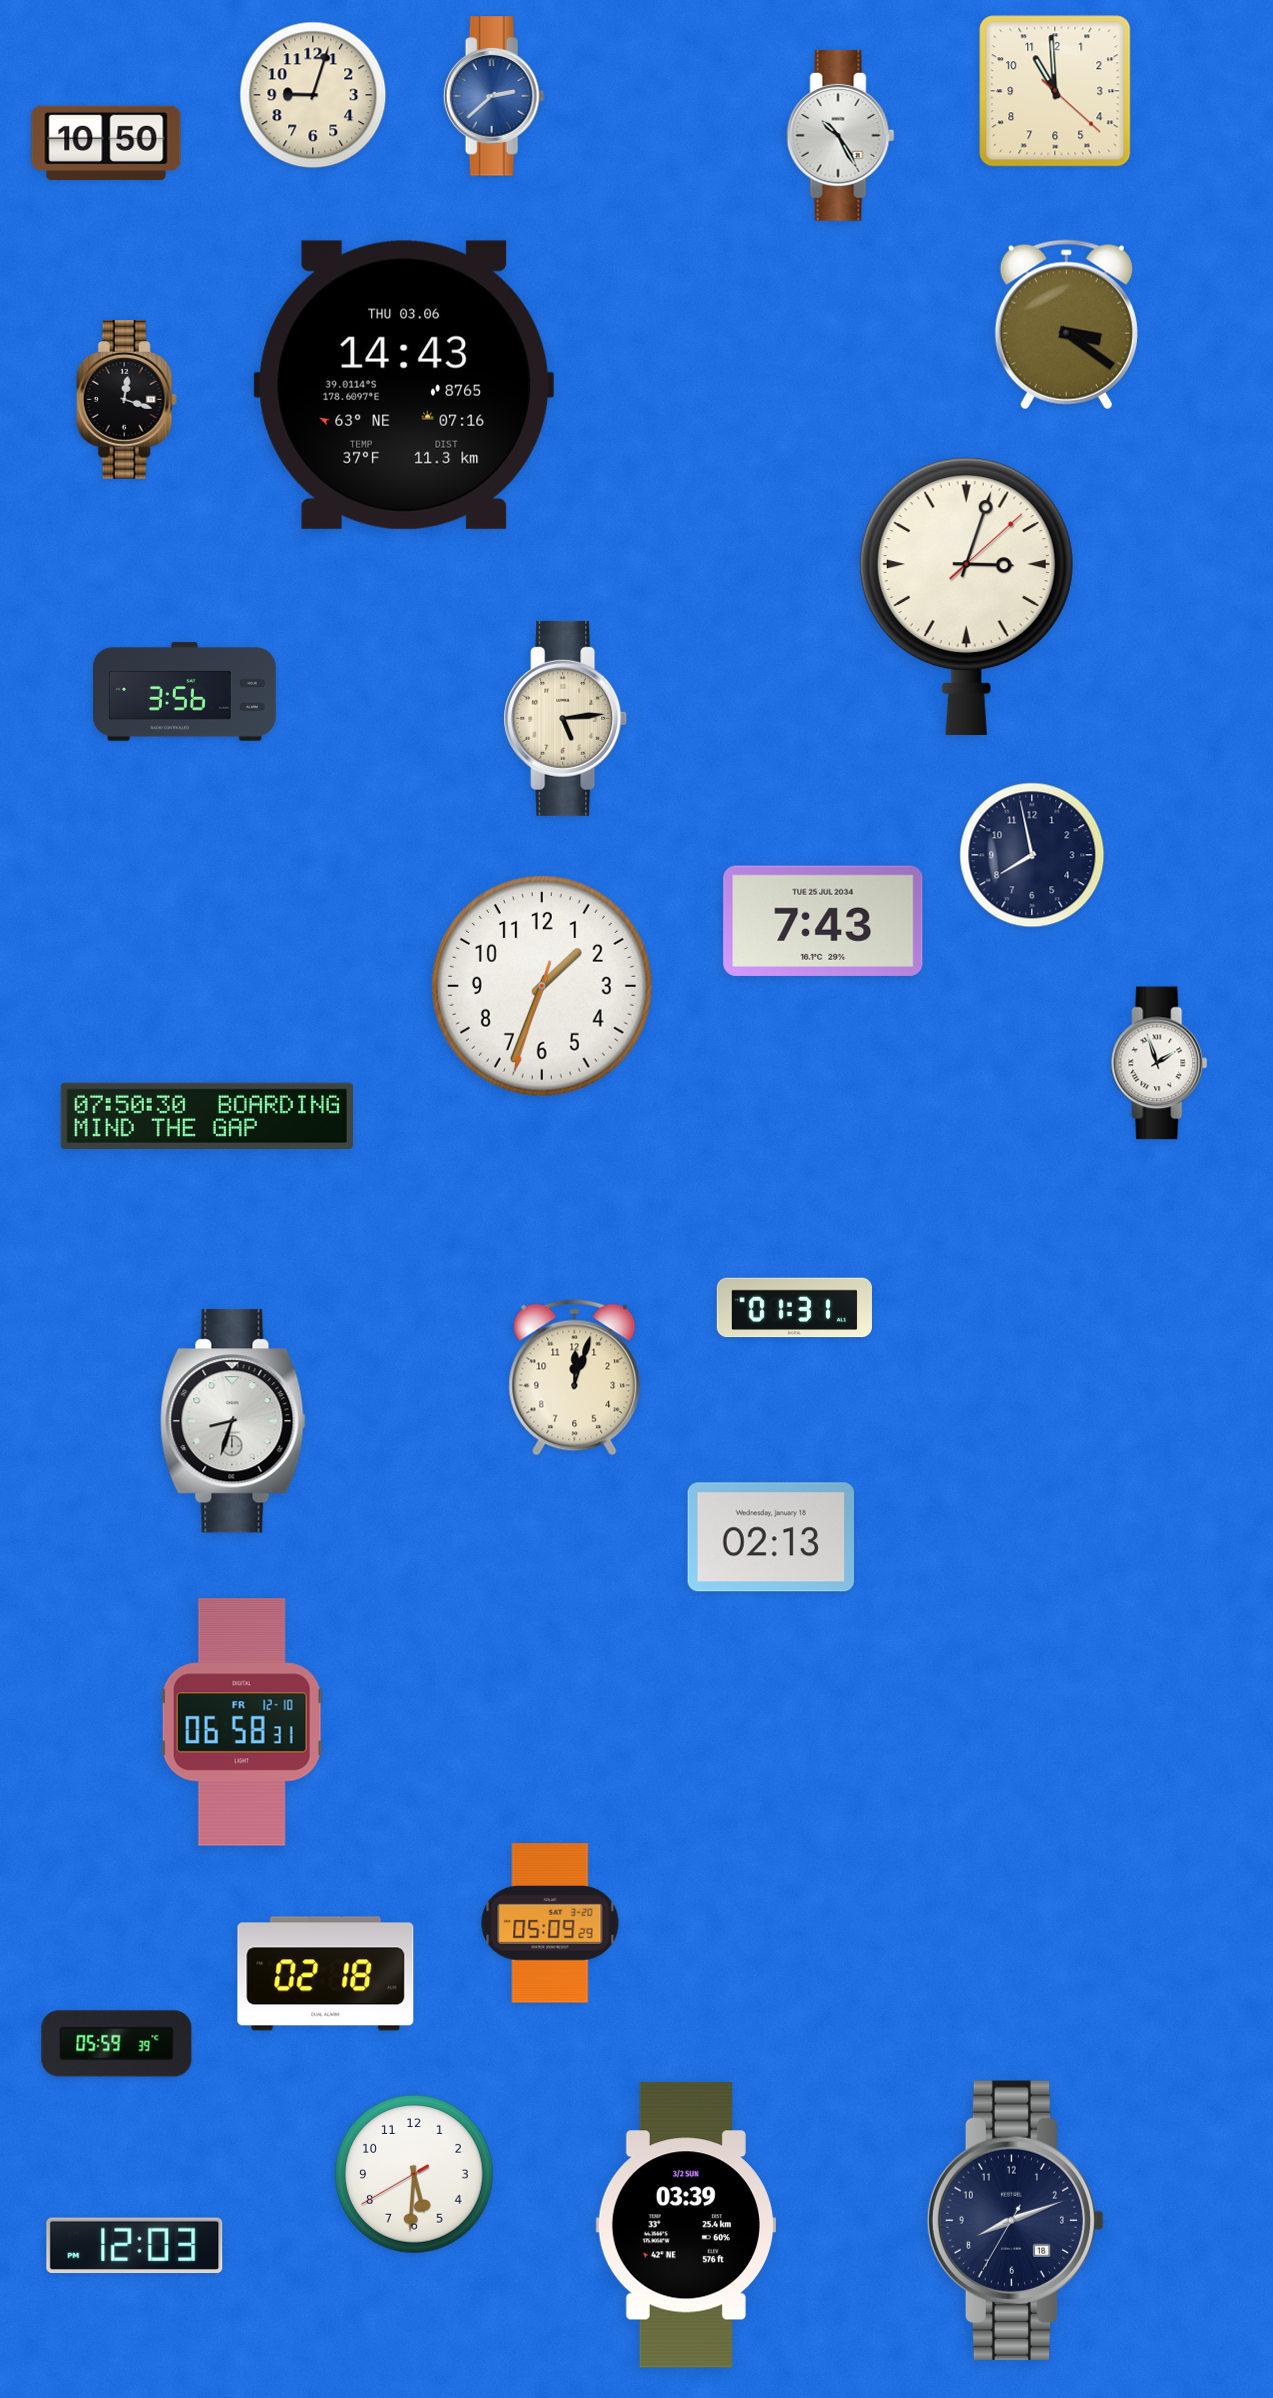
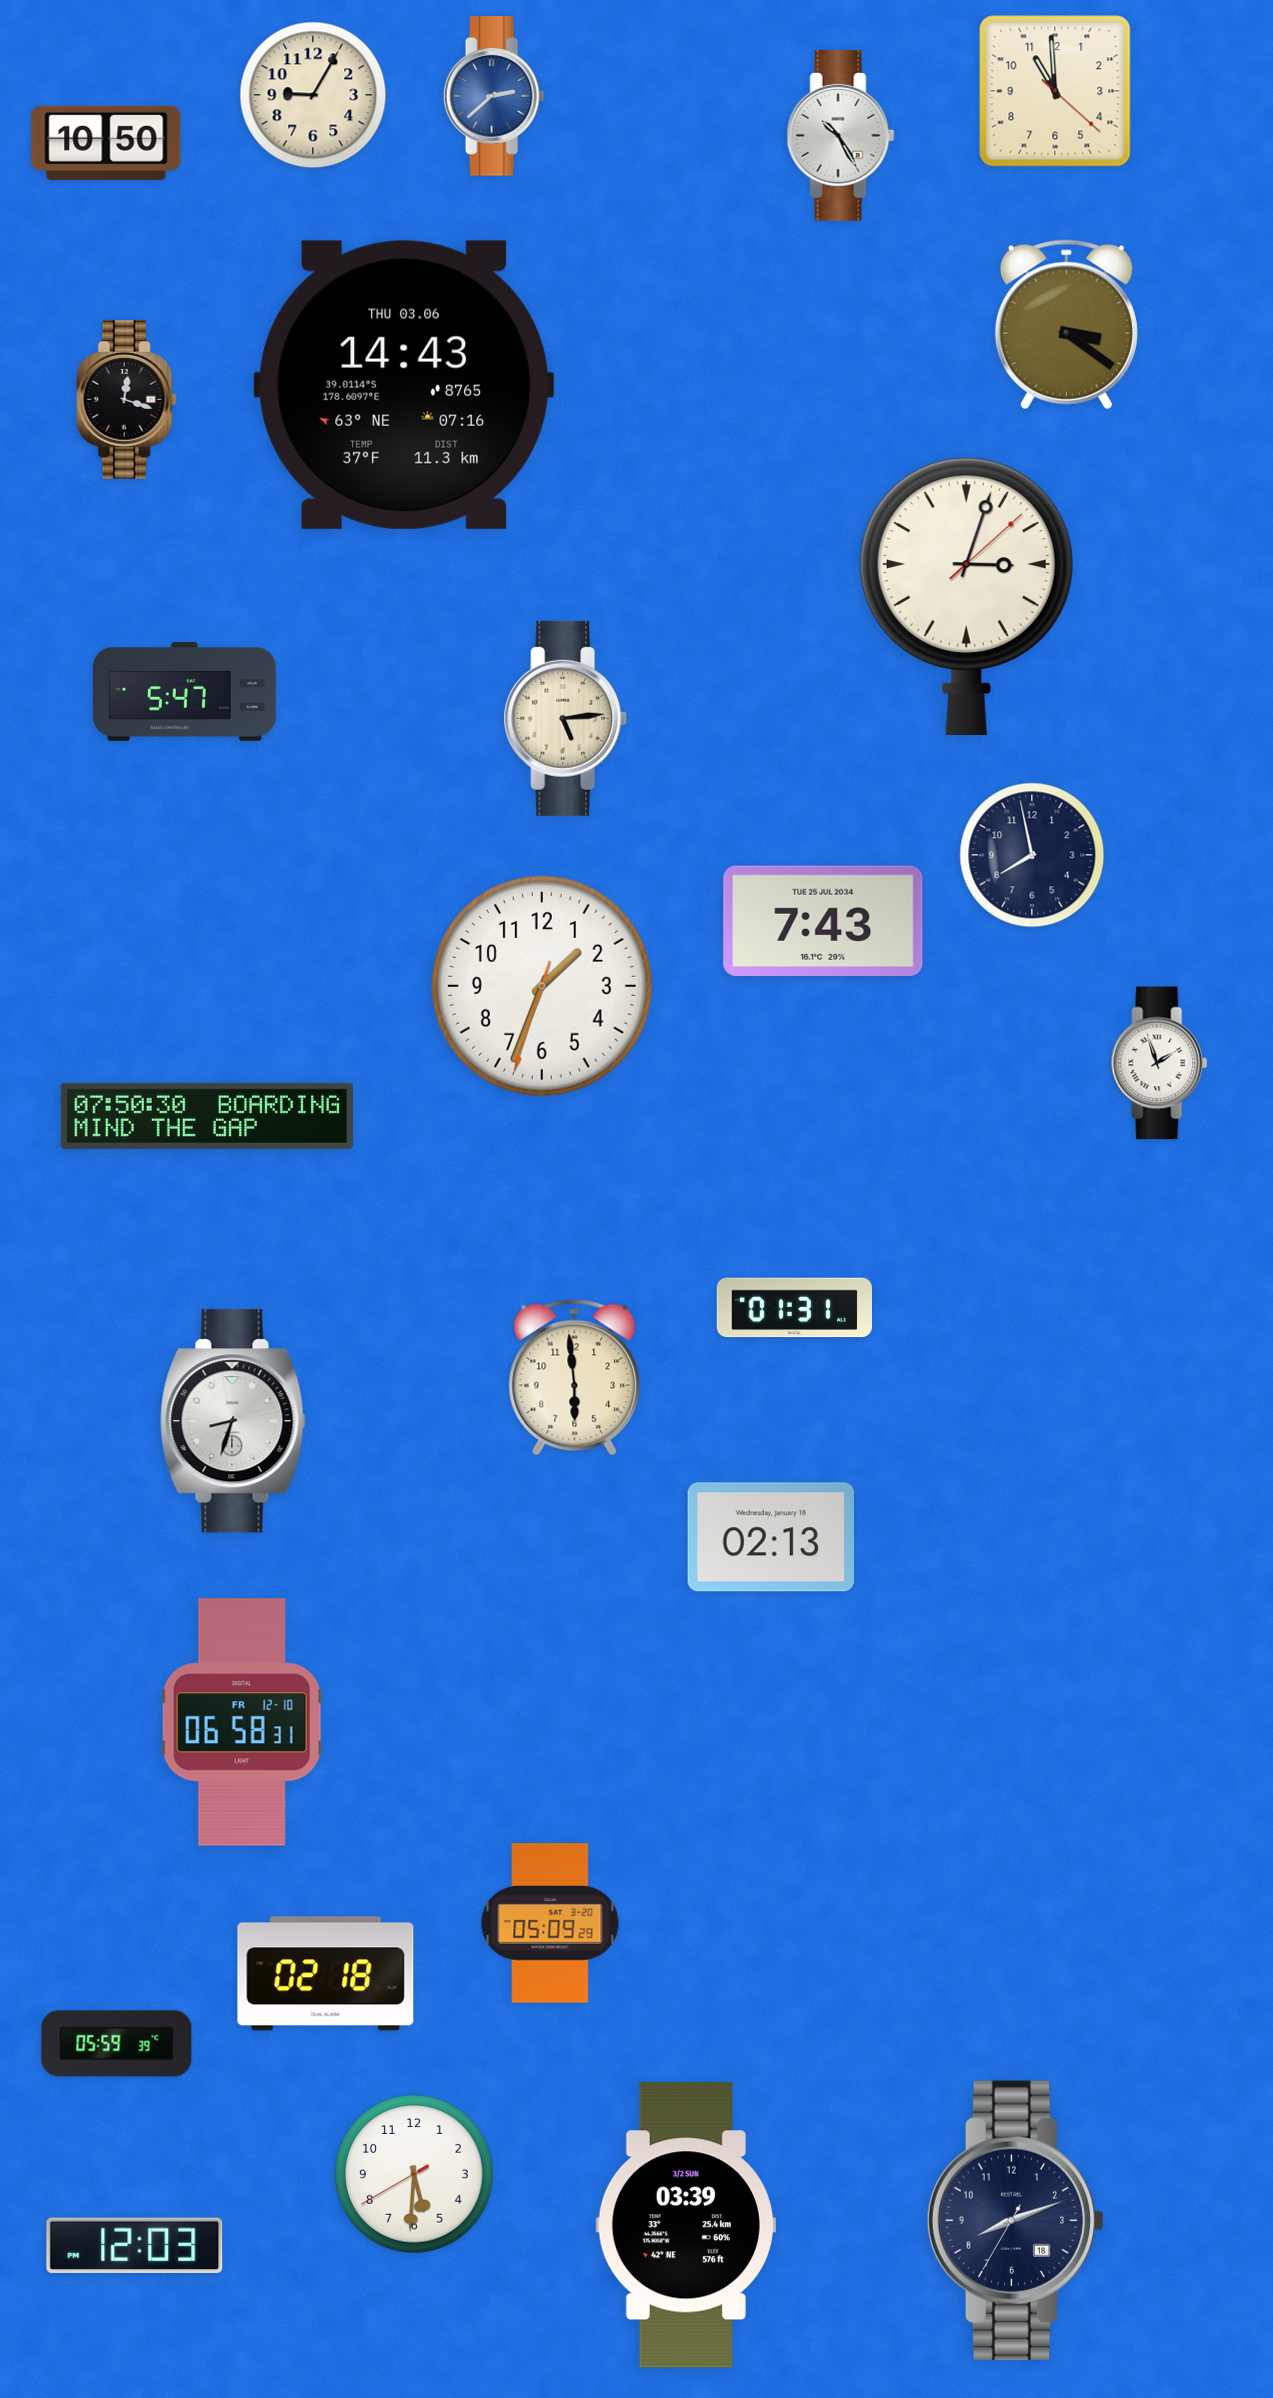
clock at (313, 95): 9:03 -> 9:05
clock at (184, 692): 3:56 -> 5:47
clock at (575, 1378): 12:03 -> 5:59
